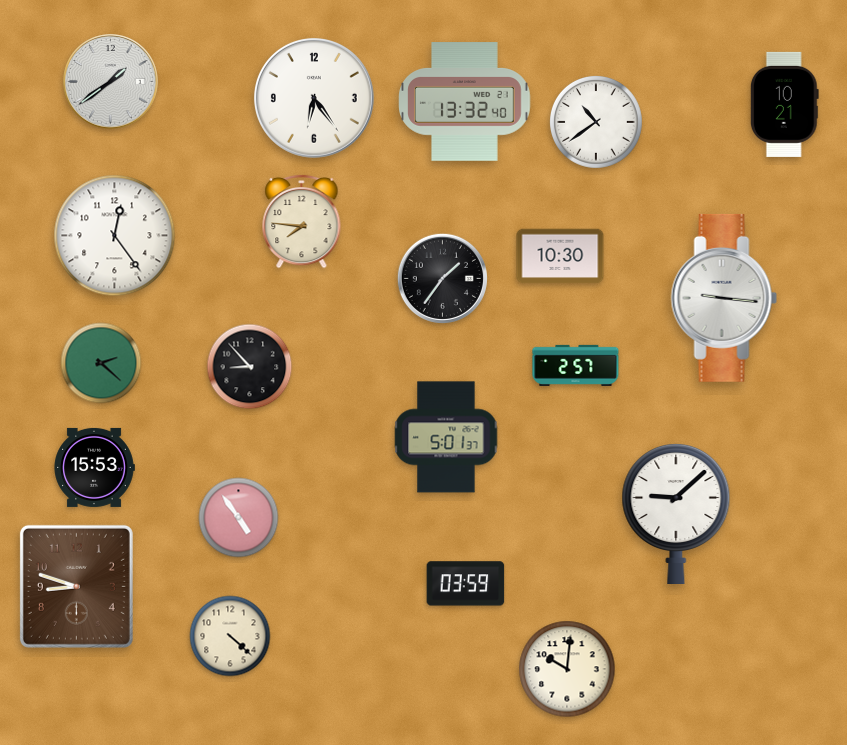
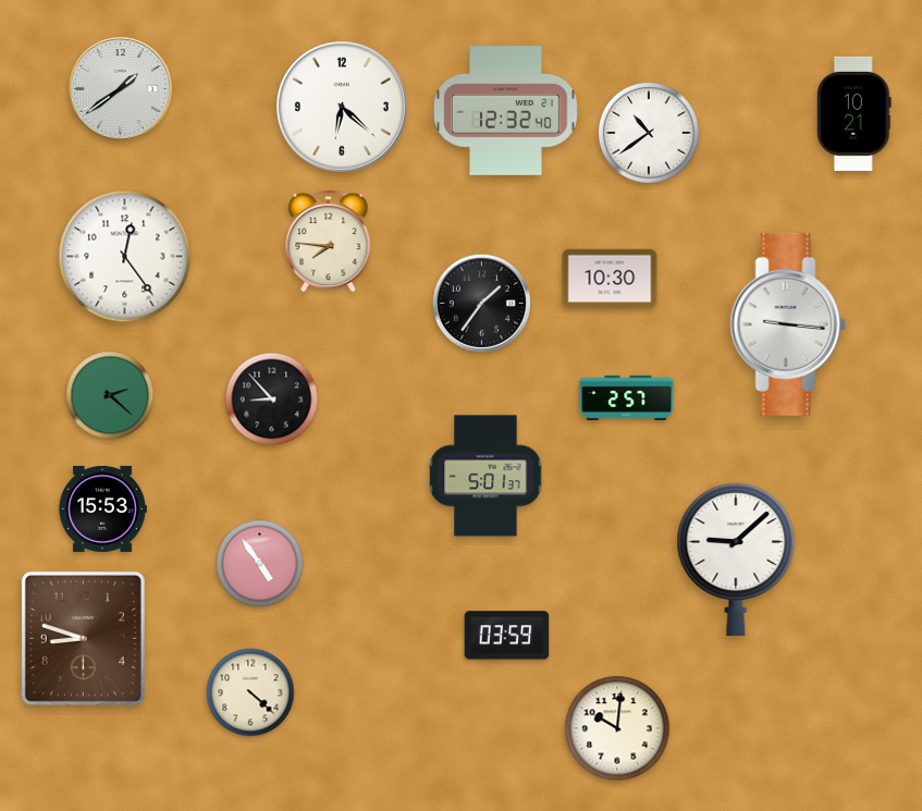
clock at (314, 98): 6:24 -> 6:22
clock at (465, 102): 13:32 -> 12:32
